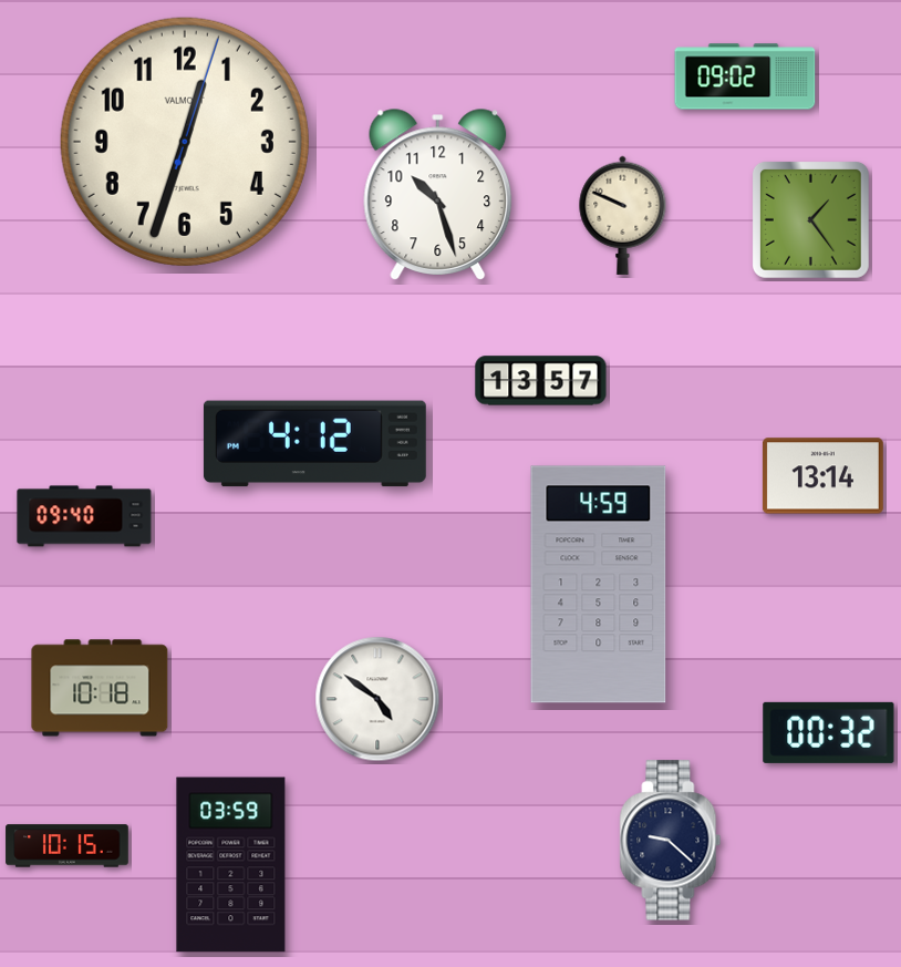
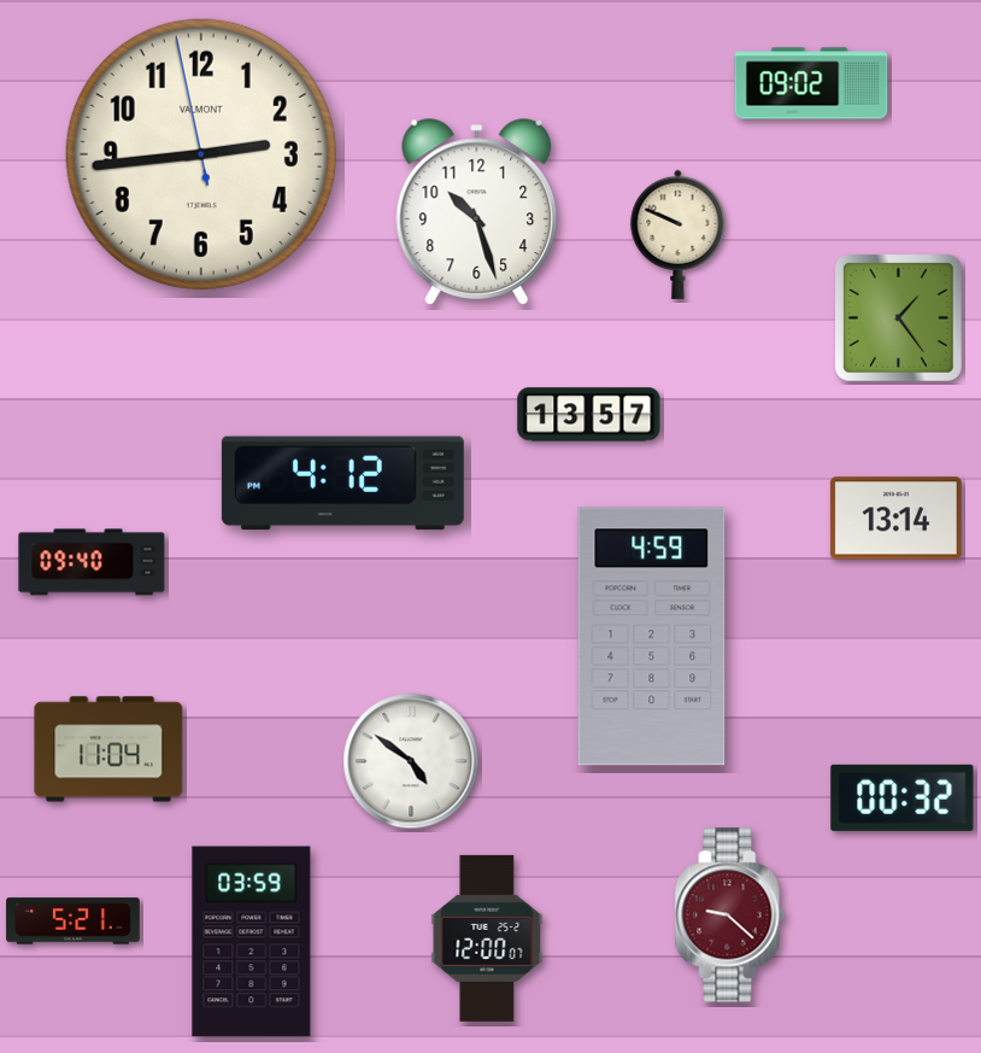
clock at (185, 142): 12:33 -> 2:43
clock at (811, 220) position: (811, 220) -> (899, 318)
clock at (100, 688): 10:18 -> 11:04
clock at (671, 841) dial: navy -> burgundy
clock at (68, 846): 10:15 -> 5:21
clock at (487, 938): none -> 12:00
